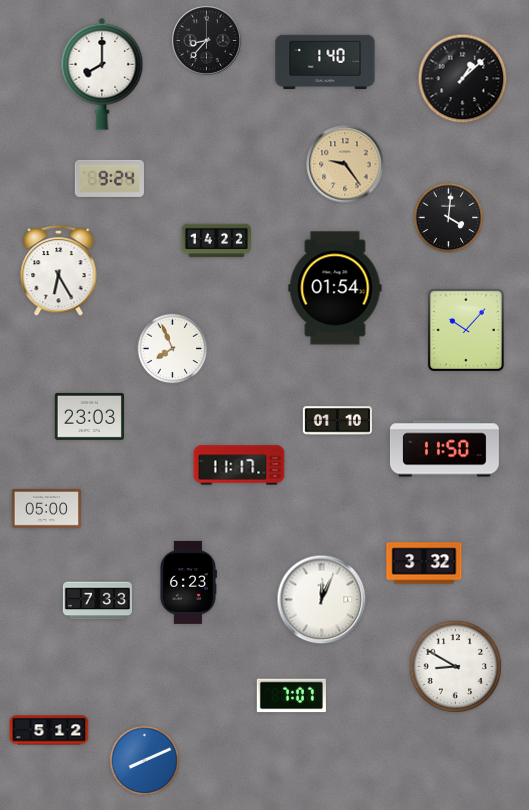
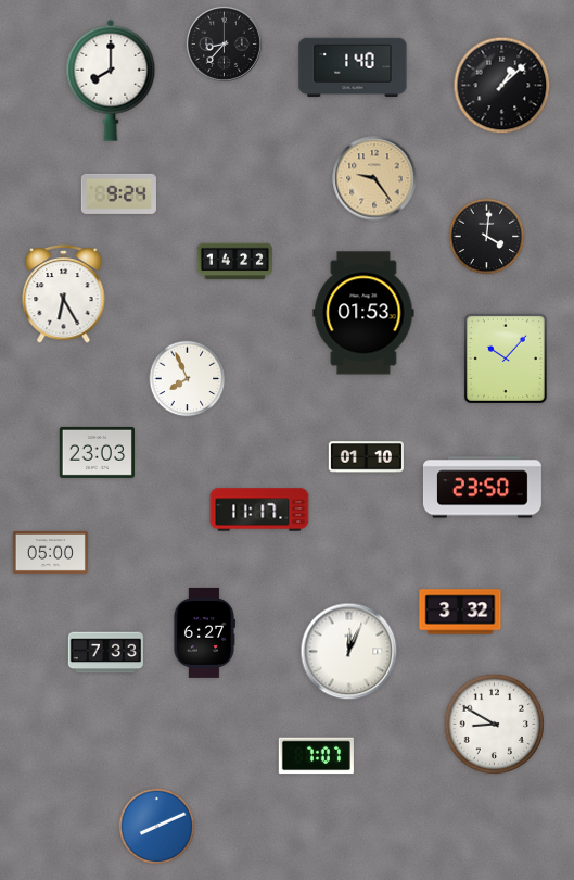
clock at (335, 288): 01:54 -> 01:53
clock at (444, 449): 11:50 -> 23:50
clock at (239, 465) position: (239, 465) -> (259, 510)
clock at (188, 582): 6:23 -> 6:27
clock at (49, 730): 5:12 -> none
